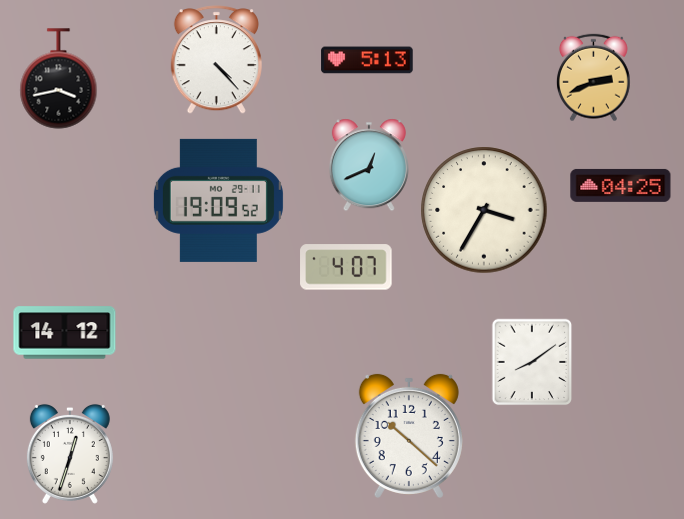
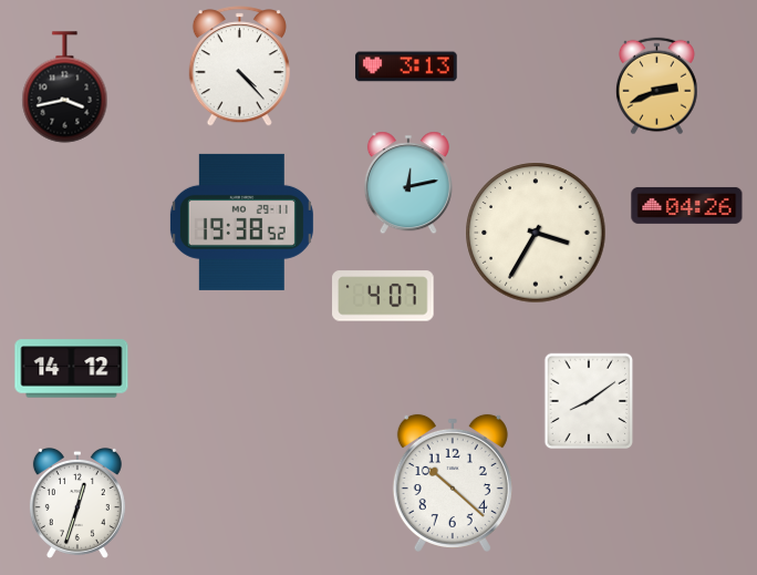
clock at (367, 60): 5:13 -> 3:13
clock at (369, 165): 12:41 -> 12:13
clock at (621, 185): 04:25 -> 04:26
clock at (218, 200): 19:09 -> 19:38
